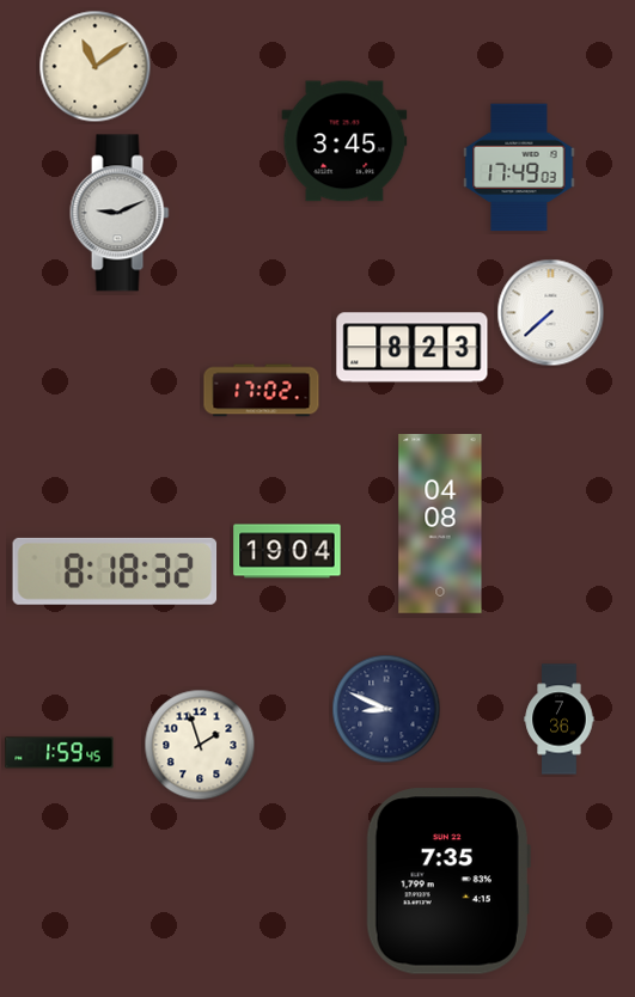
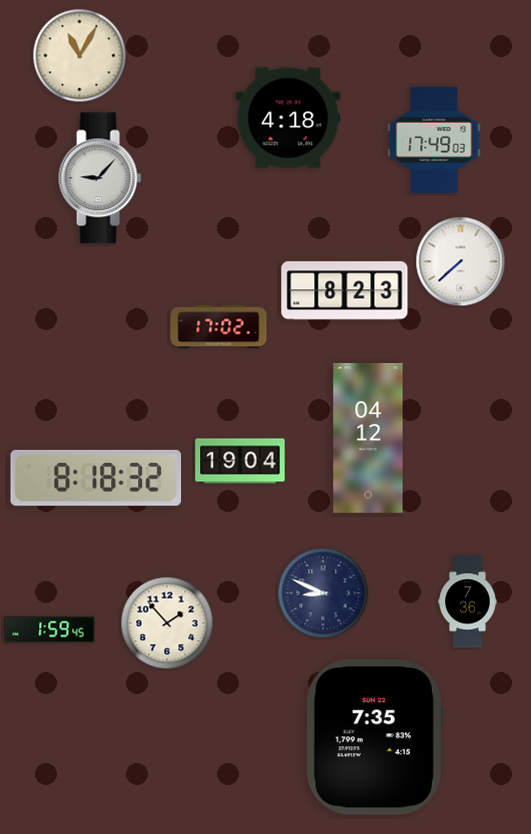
clock at (96, 67): 11:09 -> 11:05
clock at (344, 141): 3:45 -> 4:18
clock at (120, 213): 9:11 -> 9:07
clock at (440, 525): 04:08 -> 04:12
clock at (200, 745): 1:57 -> 1:53
